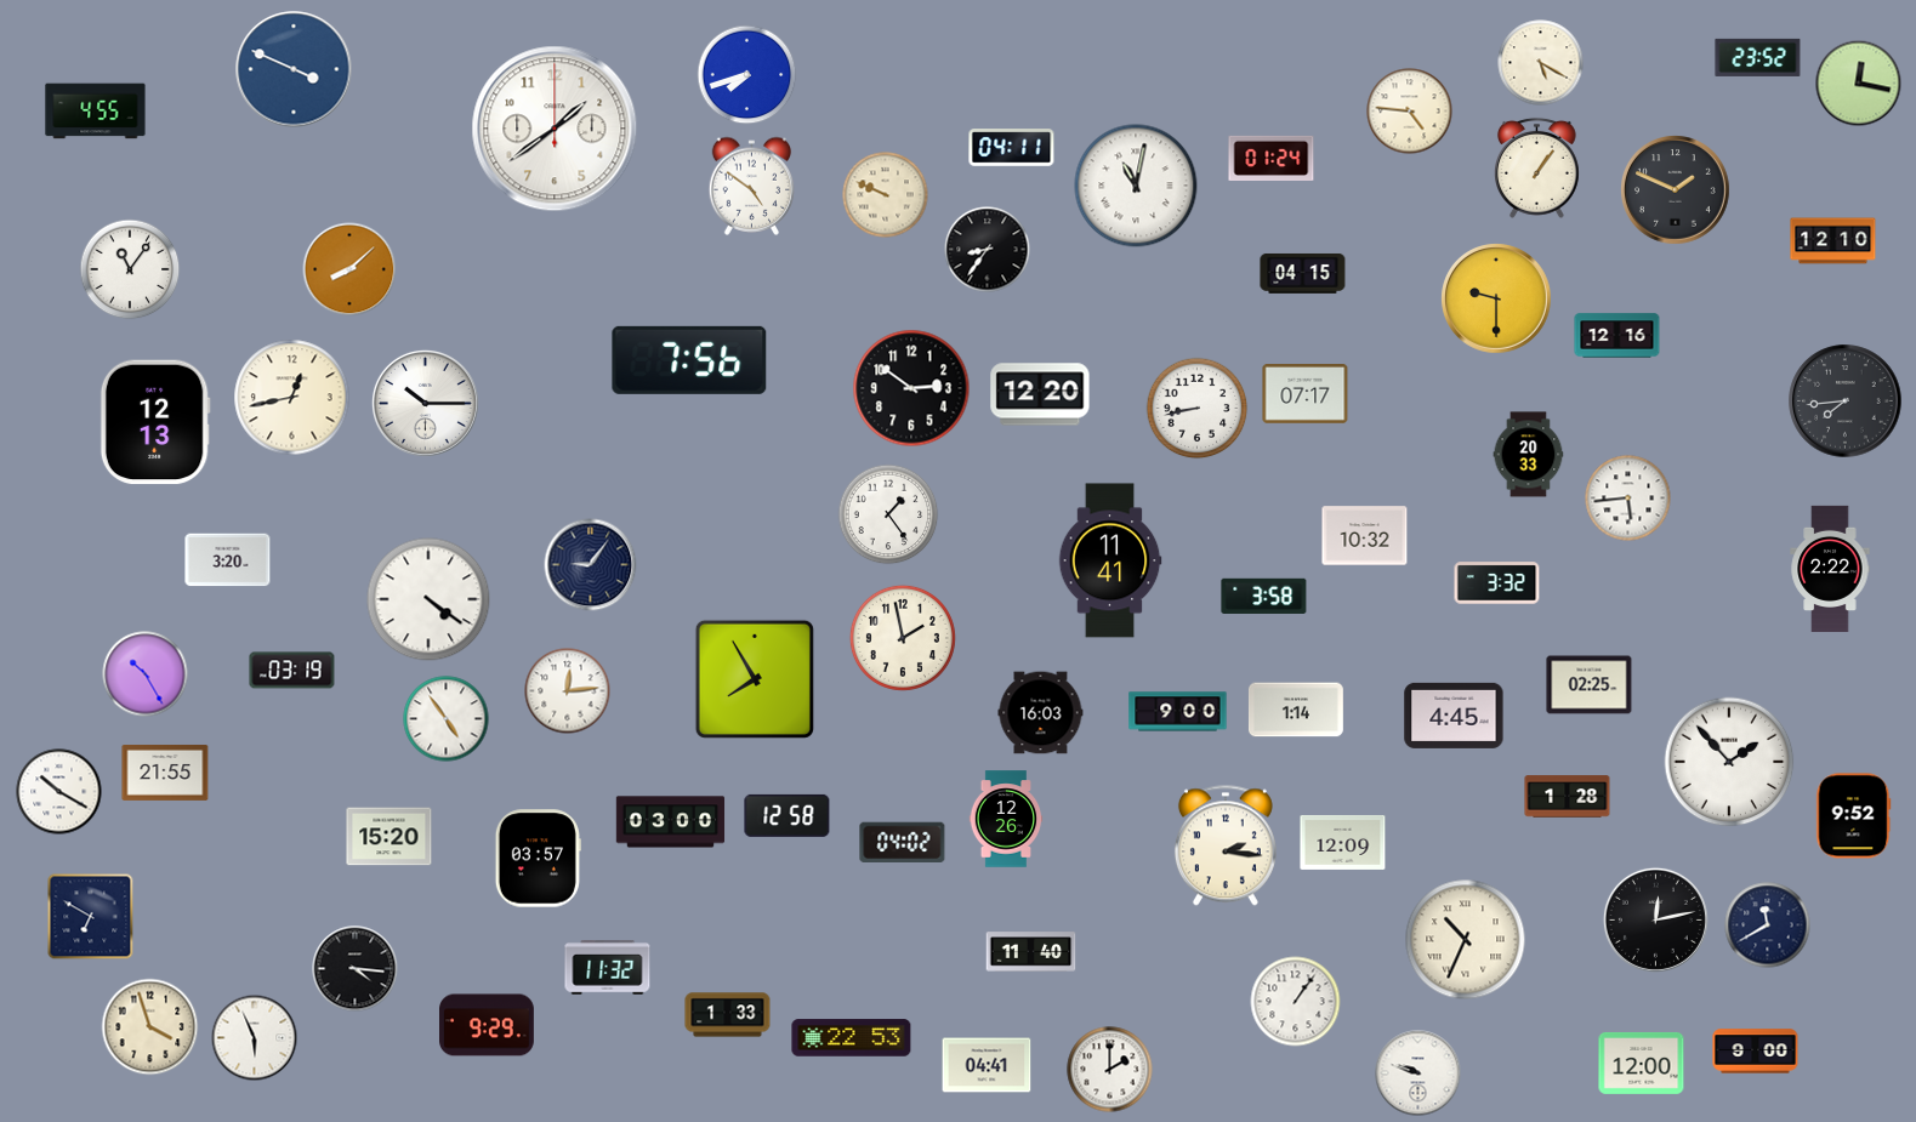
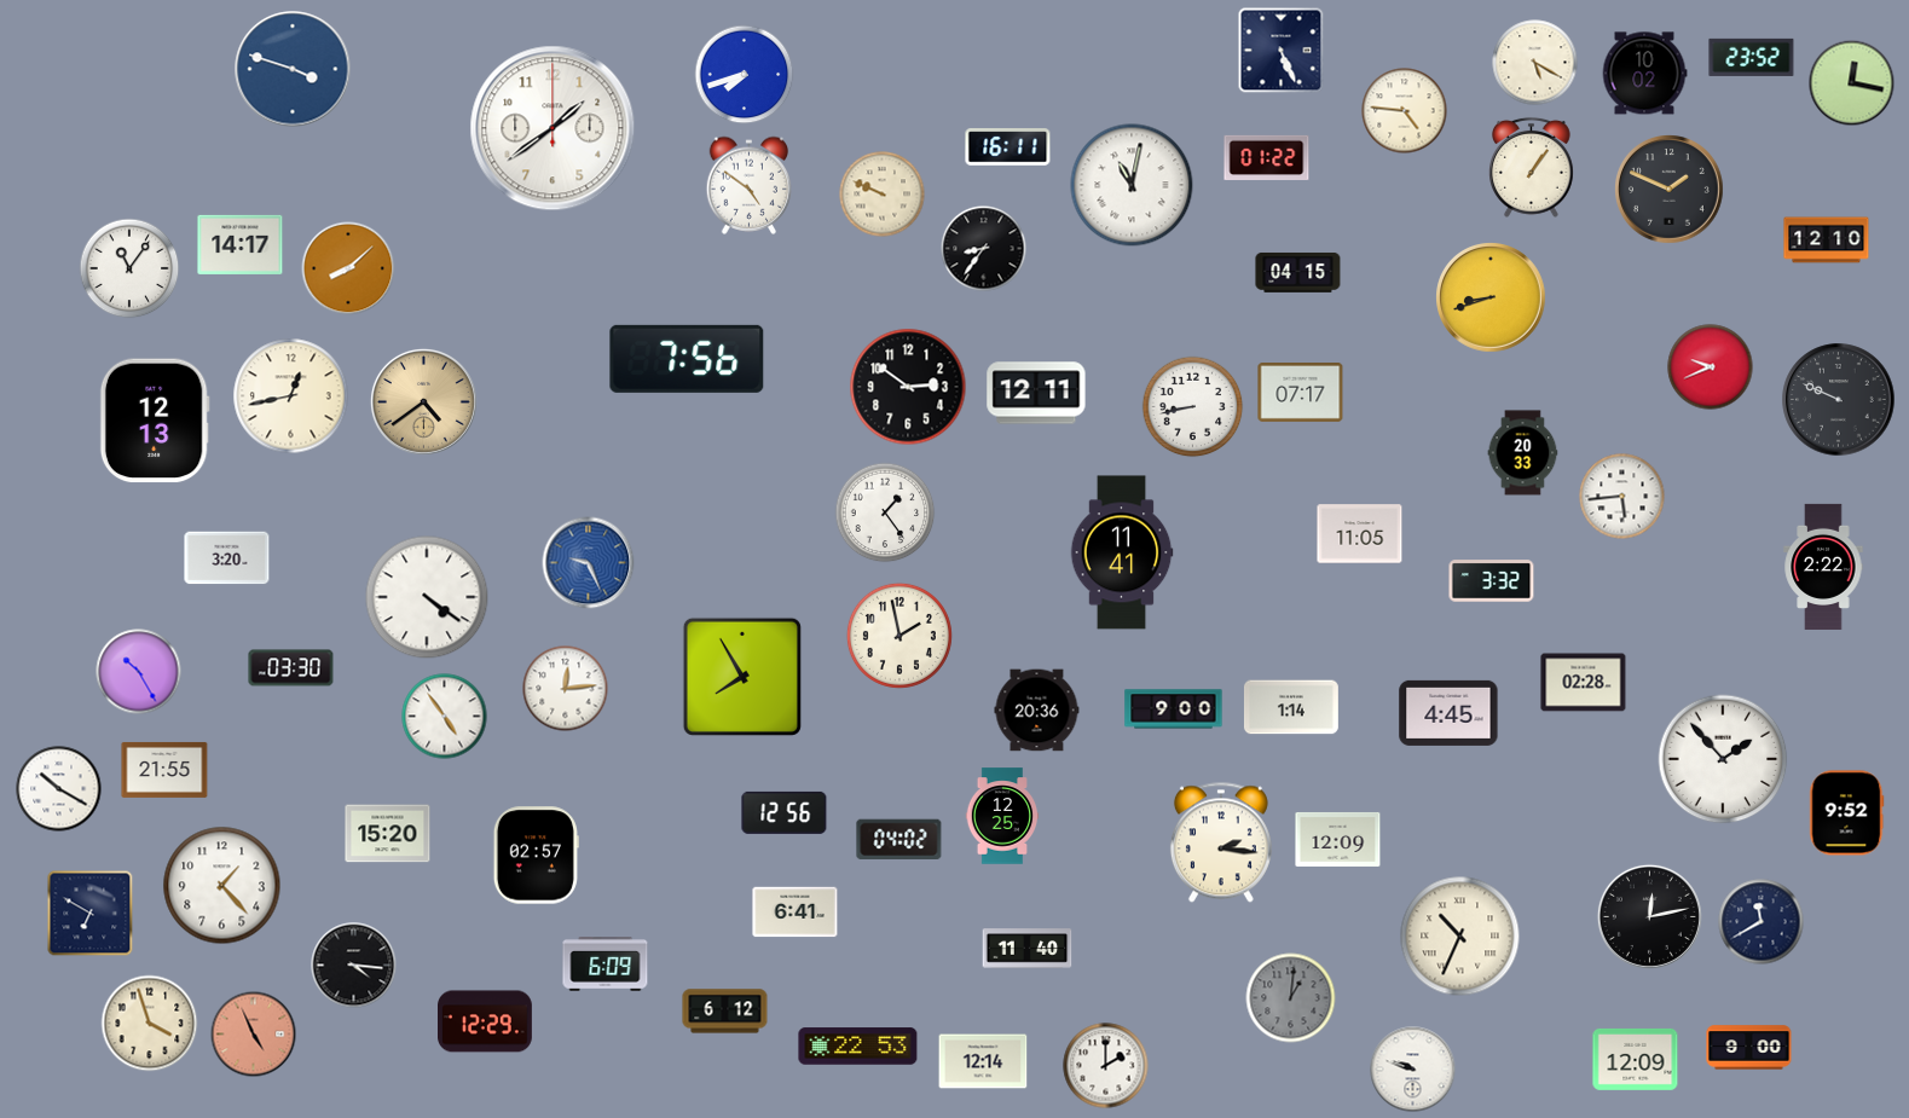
clock at (1282, 51): none -> 5:26
clock at (294, 69): 3:49 -> 3:48
clock at (1644, 74): none -> 10:02
clock at (96, 112): 4:55 -> none
clock at (1012, 148): 04:11 -> 16:11
clock at (1272, 158): 01:24 -> 01:22
clock at (241, 244): none -> 14:17
clock at (1496, 298): 9:30 -> 8:42
clock at (1617, 336): 12:16 -> none
clock at (1711, 367): none -> 9:41
clock at (1040, 394): 12:20 -> 12:11
clock at (1846, 401): 7:44 -> 9:49
clock at (425, 403): 10:15 -> 4:39
clock at (425, 403) dial: white -> champagne
clock at (1365, 536): 10:32 -> 11:05
clock at (1110, 560) position: (1110, 560) -> (1122, 552)
clock at (591, 565): 9:06 -> 9:26
clock at (591, 565) dial: navy -> blue
clock at (1264, 596): 3:58 -> none
clock at (292, 671): 03:19 -> 03:30
clock at (146, 674) position: (146, 674) -> (139, 672)
clock at (755, 679) position: (755, 679) -> (742, 677)
clock at (1590, 685): 02:25 -> 02:28
clock at (1041, 713): 16:03 -> 20:36
clock at (1568, 797): 1:28 -> none
clock at (788, 815): 12:58 -> 12:56
clock at (1006, 819): 12:26 -> 12:25
clock at (671, 822): 03:00 -> none
clock at (538, 859): 03:57 -> 02:57
clock at (222, 886): none -> 1:23
clock at (796, 913): none -> 6:41
clock at (608, 968): 11:32 -> 6:09
clock at (1296, 1002): 1:06 -> 1:01
clock at (1296, 1002) dial: white -> grey
clock at (728, 1015): 1:33 -> 6:12
clock at (488, 1025): 9:29 -> 12:29
clock at (255, 1038): 5:56 -> 4:56
clock at (255, 1038) dial: white -> salmon
clock at (852, 1038) position: (852, 1038) -> (858, 1047)
clock at (1642, 1063): 12:00 -> 12:09
clock at (987, 1065): 04:41 -> 12:14
